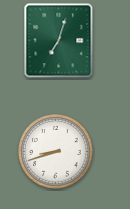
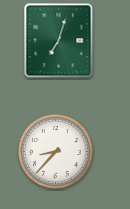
clock at (56, 152): 8:42 -> 8:37
